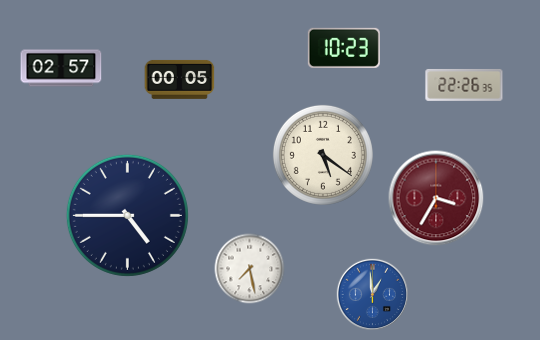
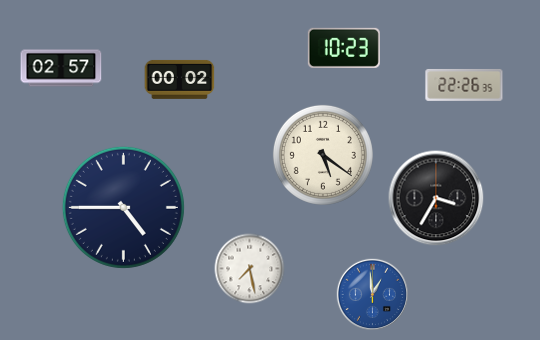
clock at (180, 79): 00:05 -> 00:02
clock at (436, 198) dial: burgundy -> black
clock at (127, 215) position: (127, 215) -> (123, 207)
